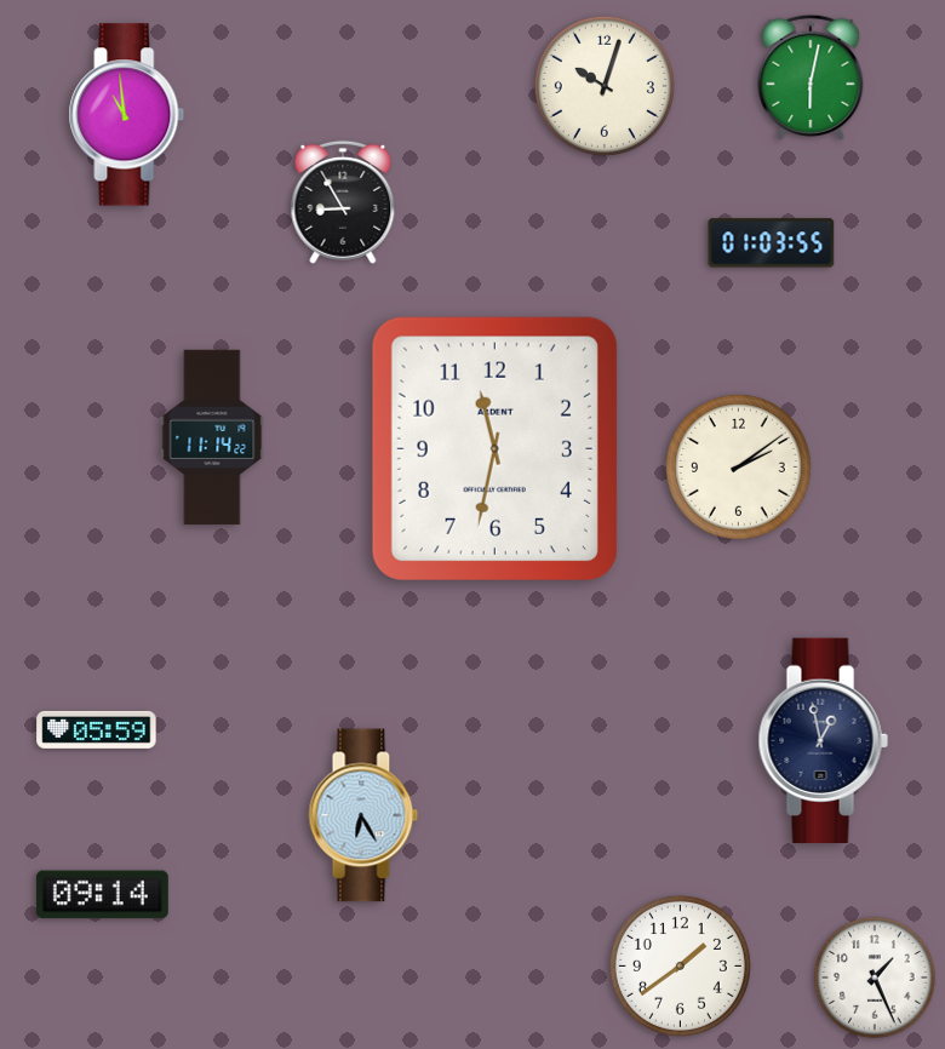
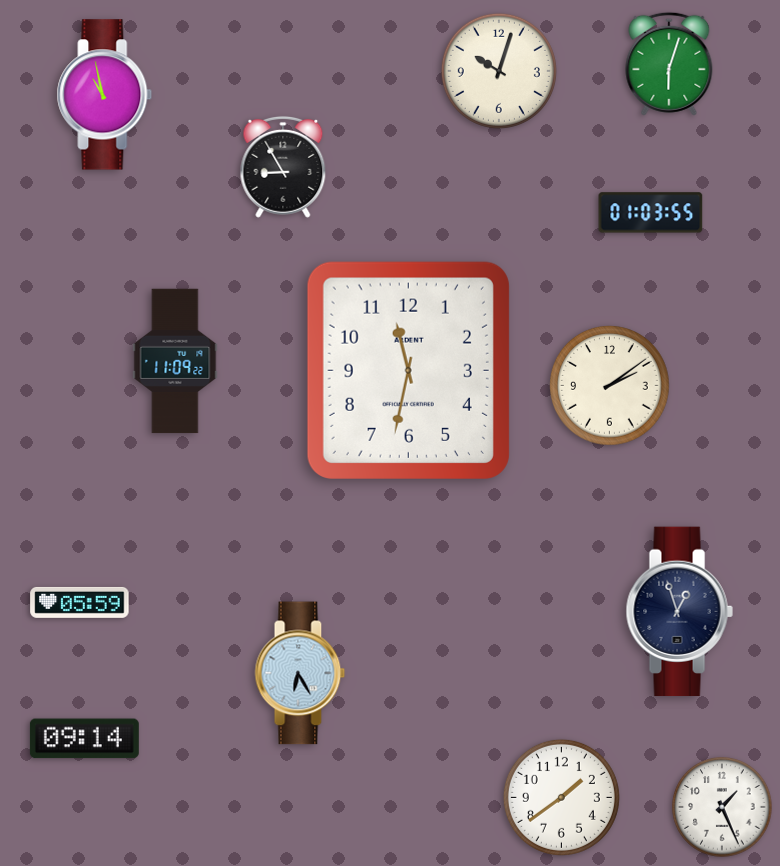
clock at (811, 78): 6:02 -> 6:03
clock at (127, 115): 10:59 -> 10:58
clock at (772, 243) position: (772, 243) -> (651, 213)
clock at (212, 437): 11:14 -> 11:09
clock at (823, 741): 12:58 -> 12:57
